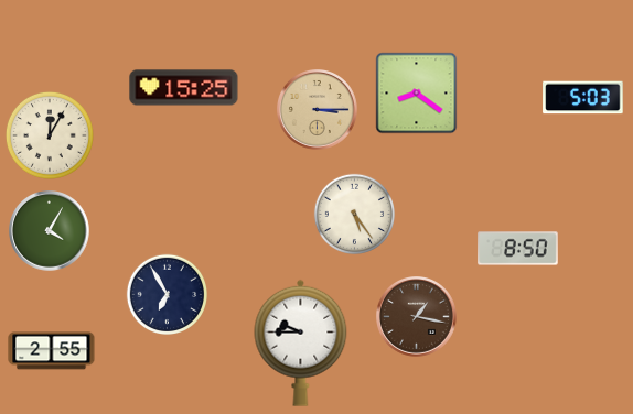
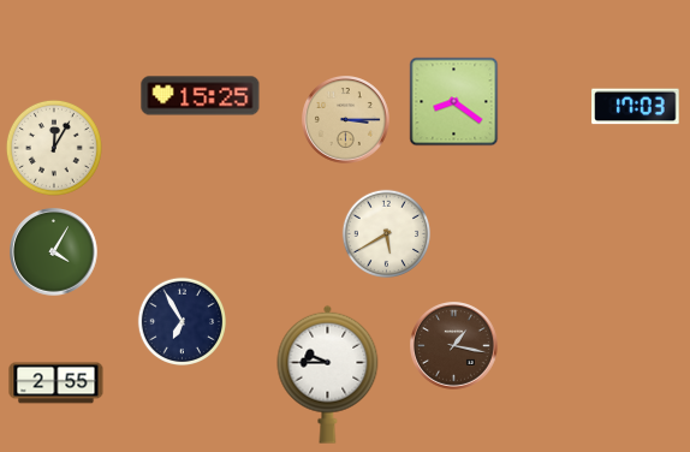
clock at (583, 98): 5:03 -> 17:03
clock at (355, 215): 5:24 -> 5:40
clock at (518, 249): 8:50 -> none
